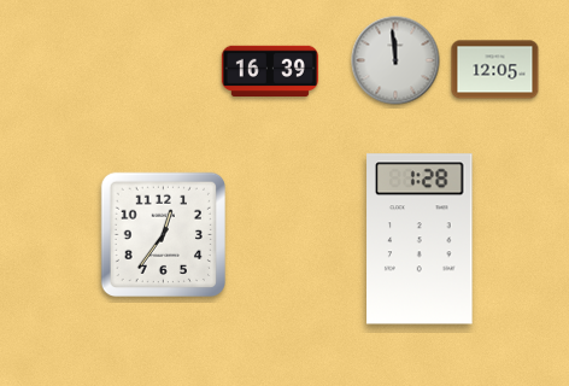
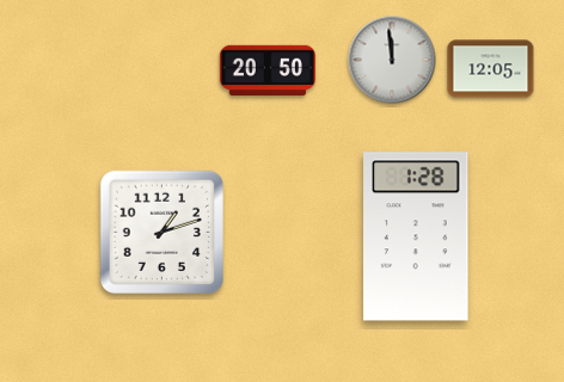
clock at (270, 70): 16:39 -> 20:50
clock at (163, 234): 12:36 -> 1:12
